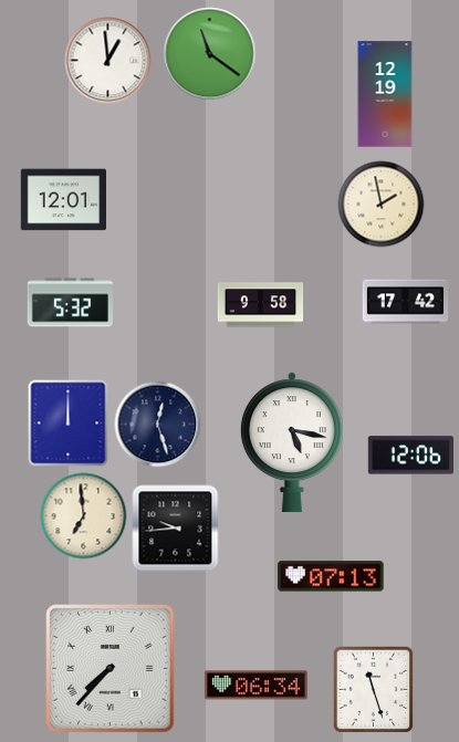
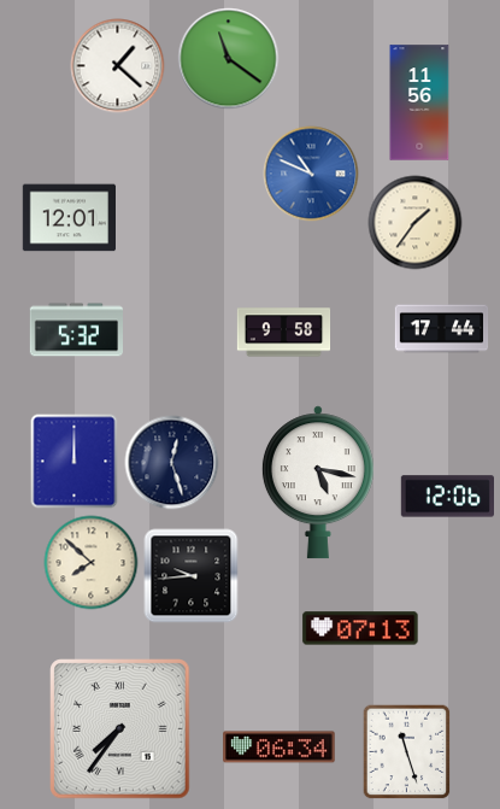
clock at (107, 60): 12:59 -> 1:22
clock at (385, 94): 12:19 -> 11:56
clock at (311, 174): none -> 10:49
clock at (380, 203): 1:58 -> 1:36
clock at (405, 302): 17:42 -> 17:44
clock at (83, 515): 6:59 -> 7:52
clock at (111, 669): 7:37 -> 7:36
